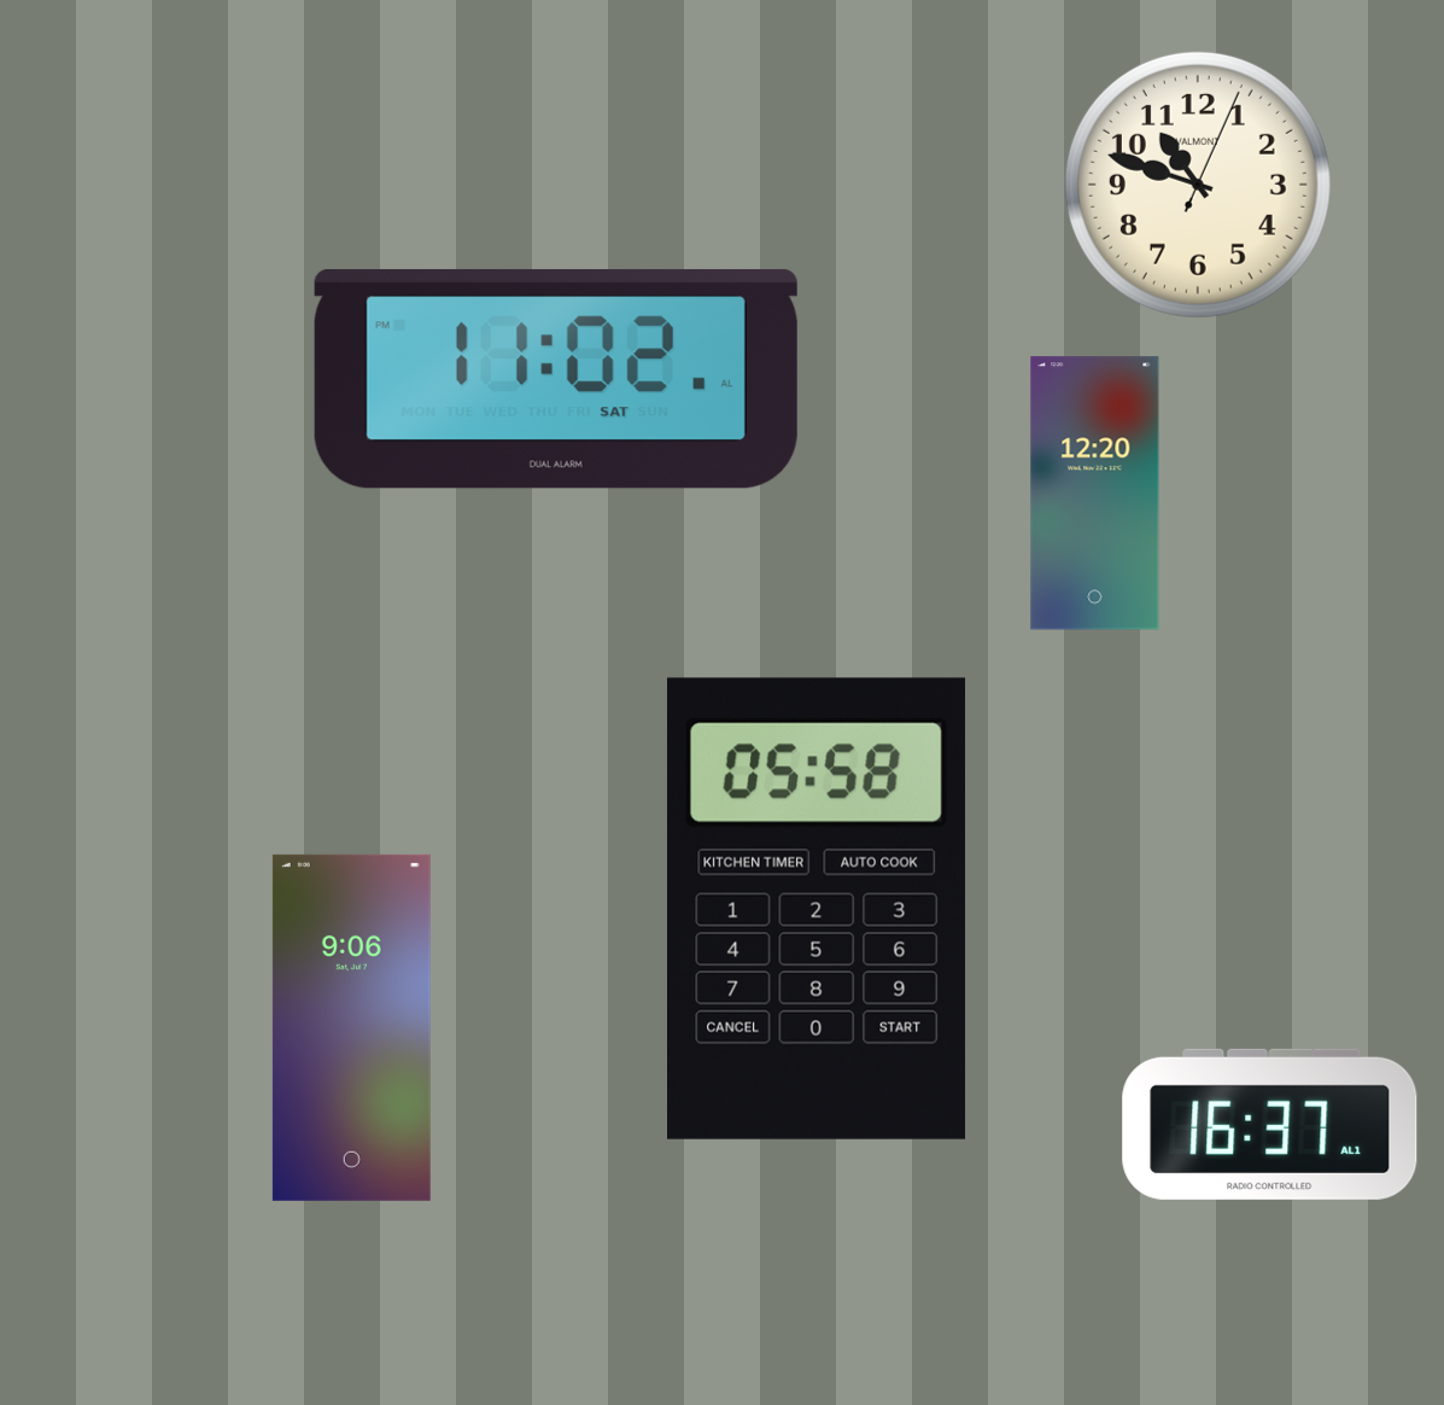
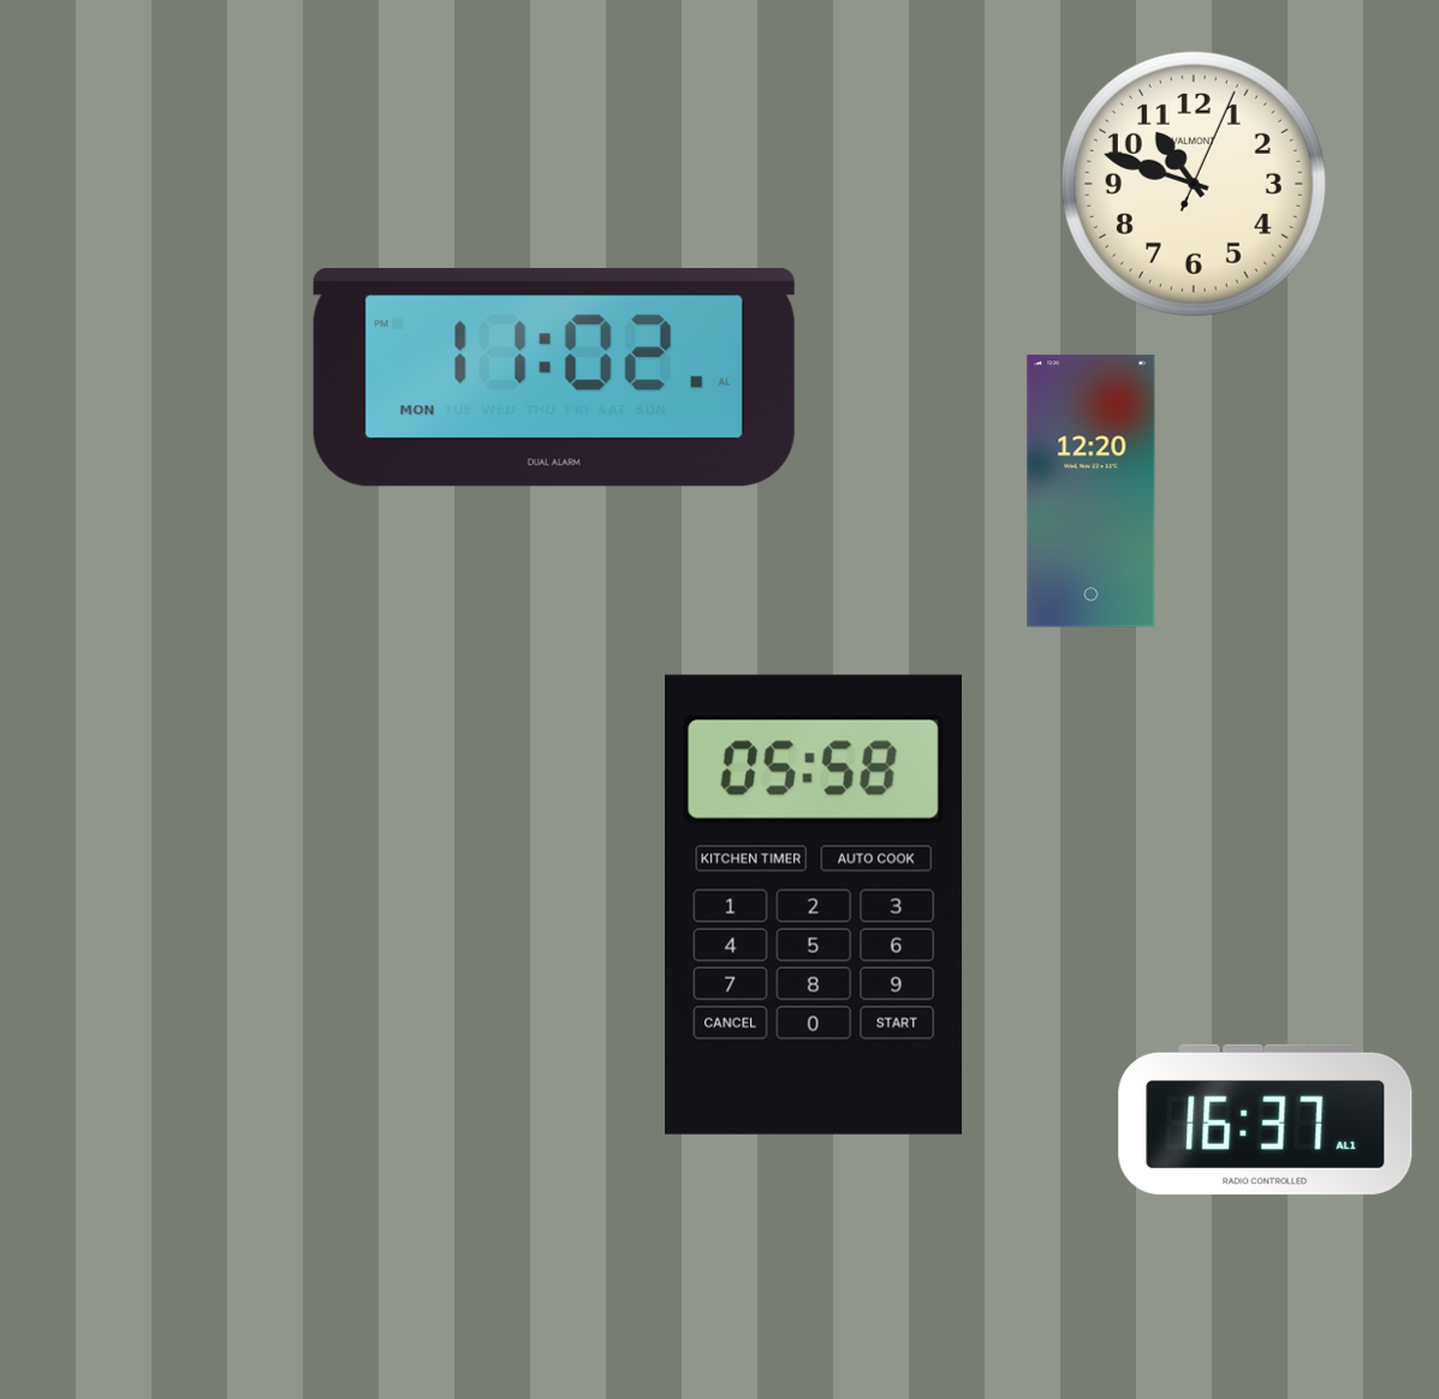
clock at (556, 379) date: SAT -> MON
clock at (351, 1027): 9:06 -> none
